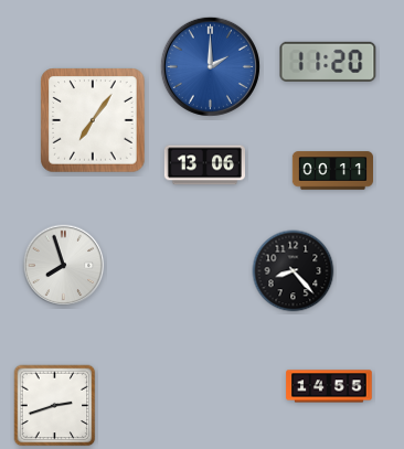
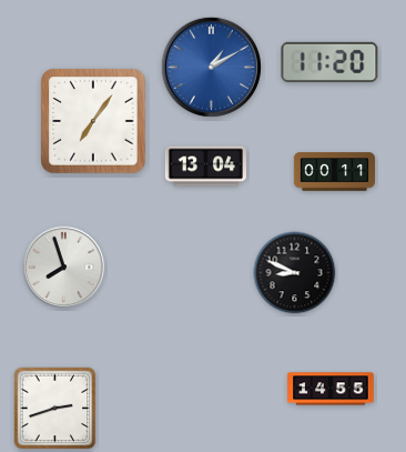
clock at (210, 66): 2:00 -> 1:10
clock at (204, 165): 13:06 -> 13:04
clock at (294, 271): 8:23 -> 8:49
